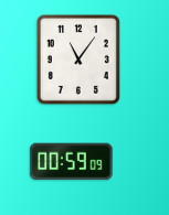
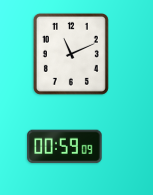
clock at (78, 60): 11:06 -> 11:11
